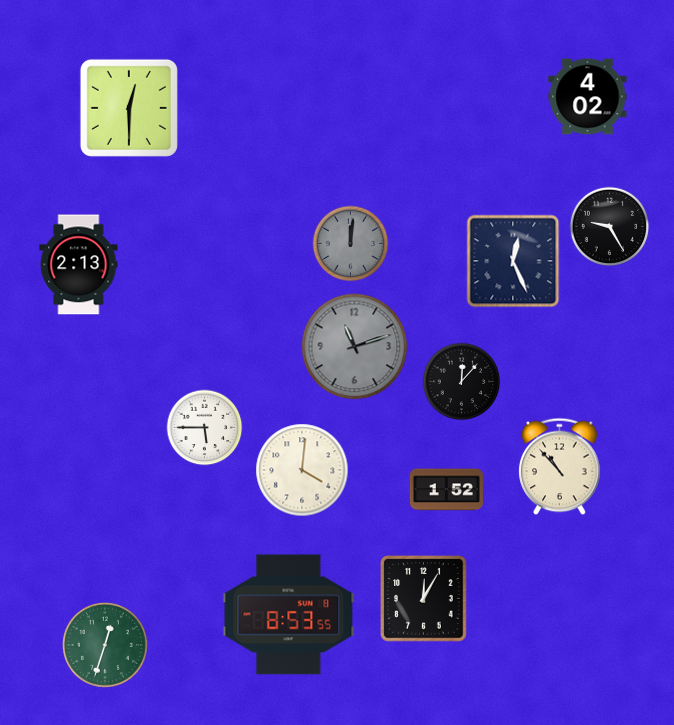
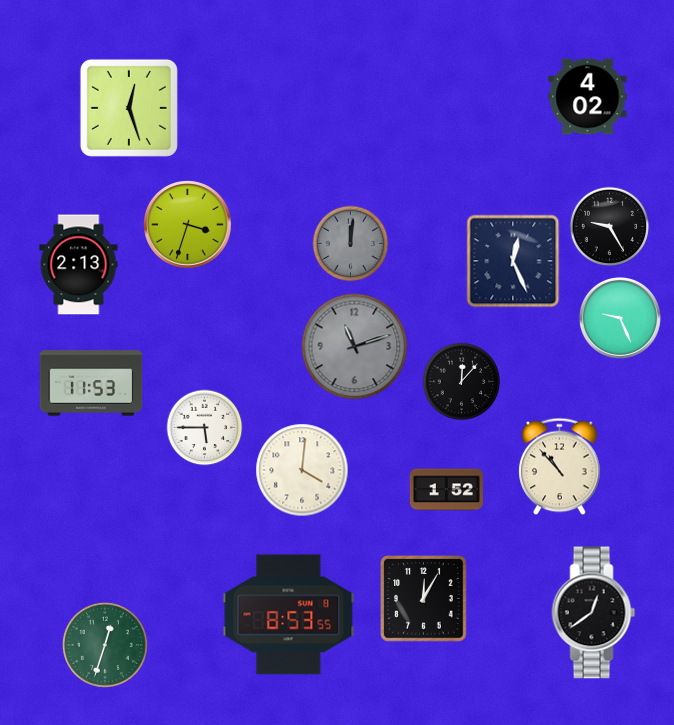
clock at (129, 108): 12:30 -> 12:27
clock at (188, 225): none -> 3:33
clock at (620, 318): none -> 9:26
clock at (91, 383): none -> 11:53
clock at (594, 613): none -> 12:39
